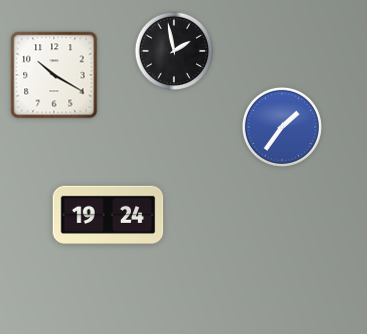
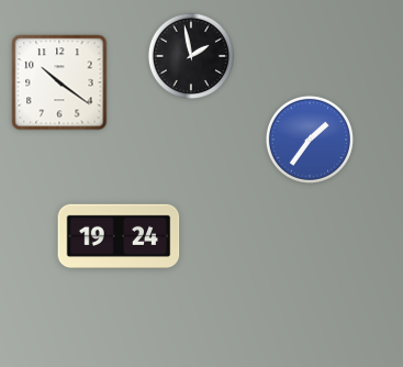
clock at (54, 75): 10:20 -> 10:21
